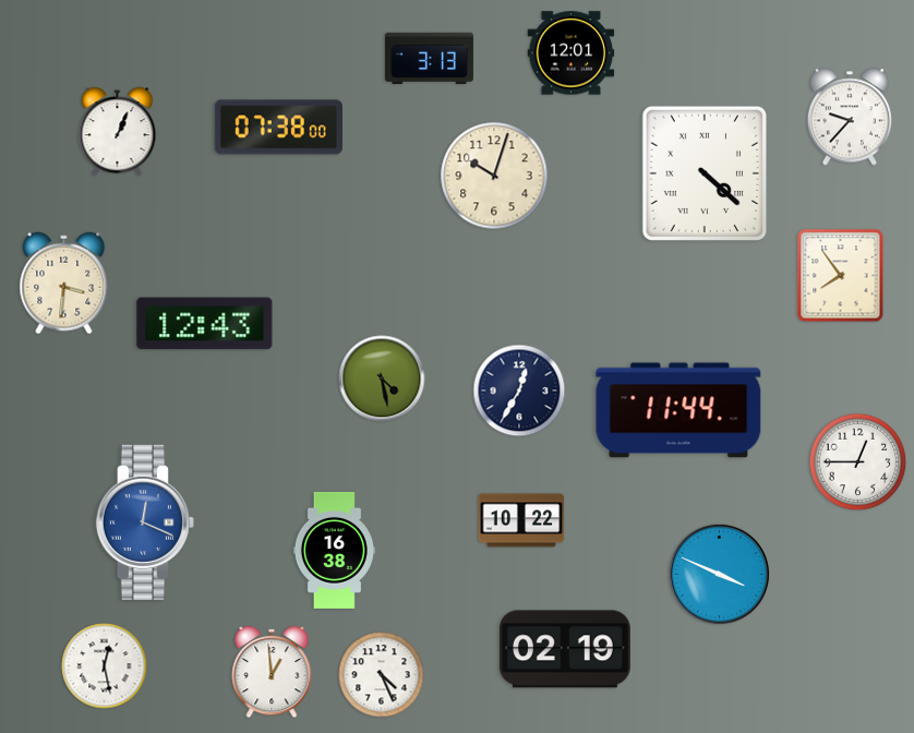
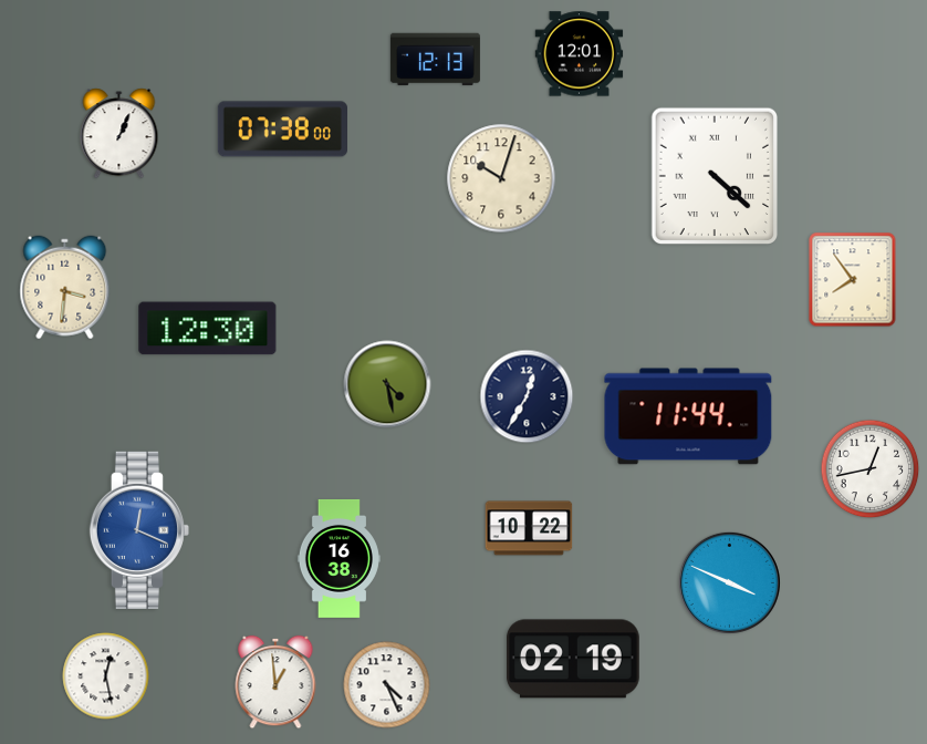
clock at (429, 59): 3:13 -> 12:13
clock at (850, 117): 9:37 -> none
clock at (205, 324): 12:43 -> 12:30
clock at (858, 462): 12:45 -> 12:43
clock at (145, 522) position: (145, 522) -> (139, 530)
